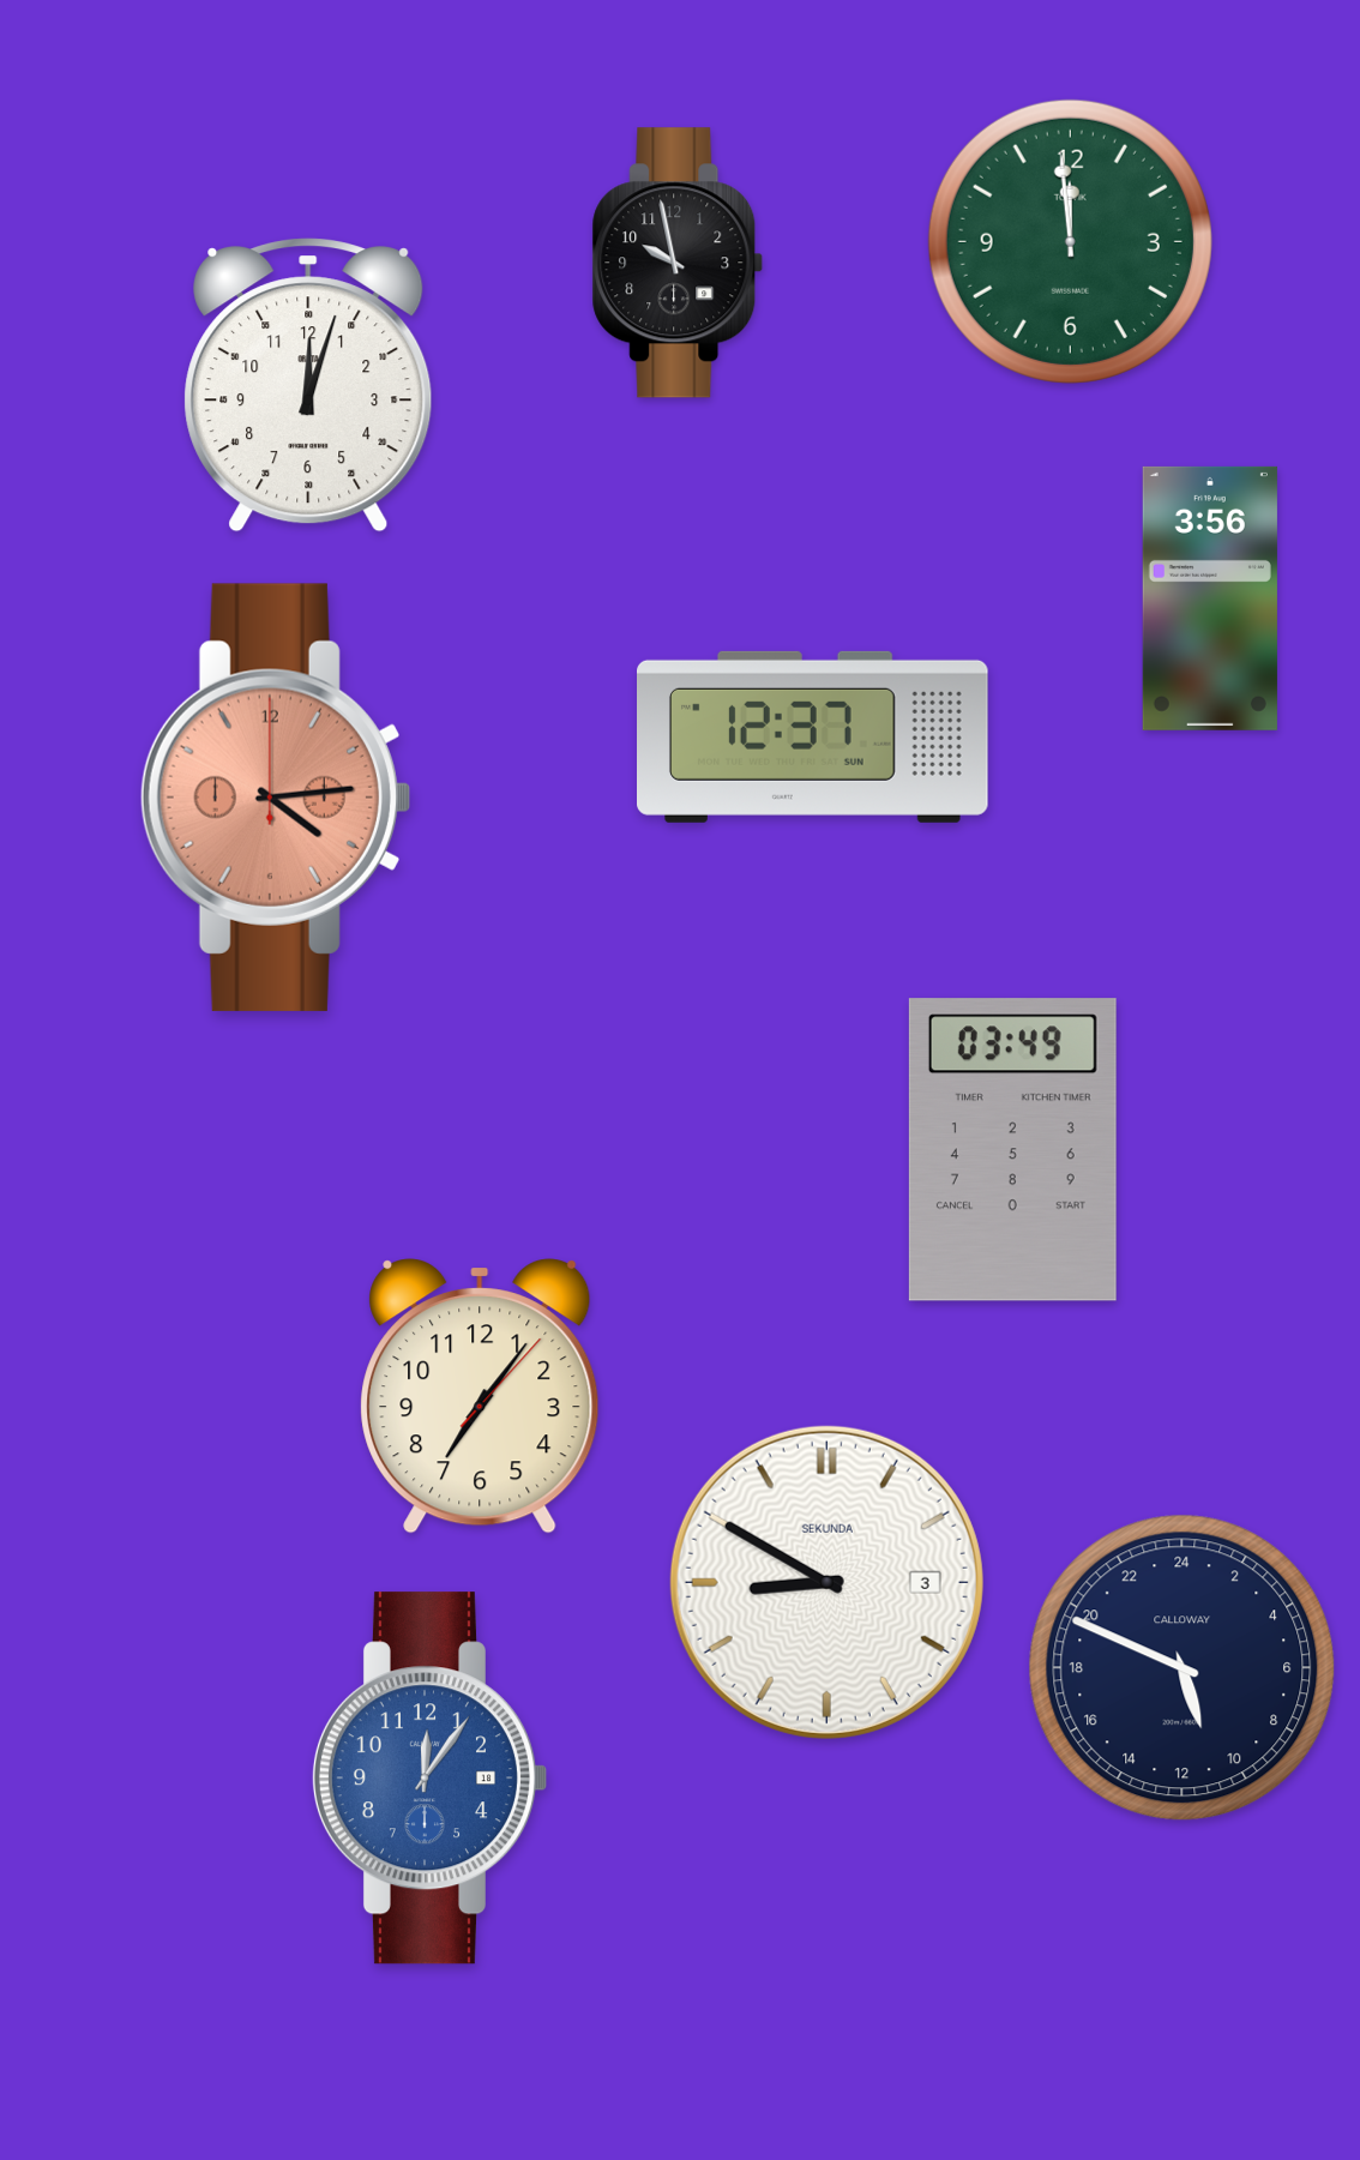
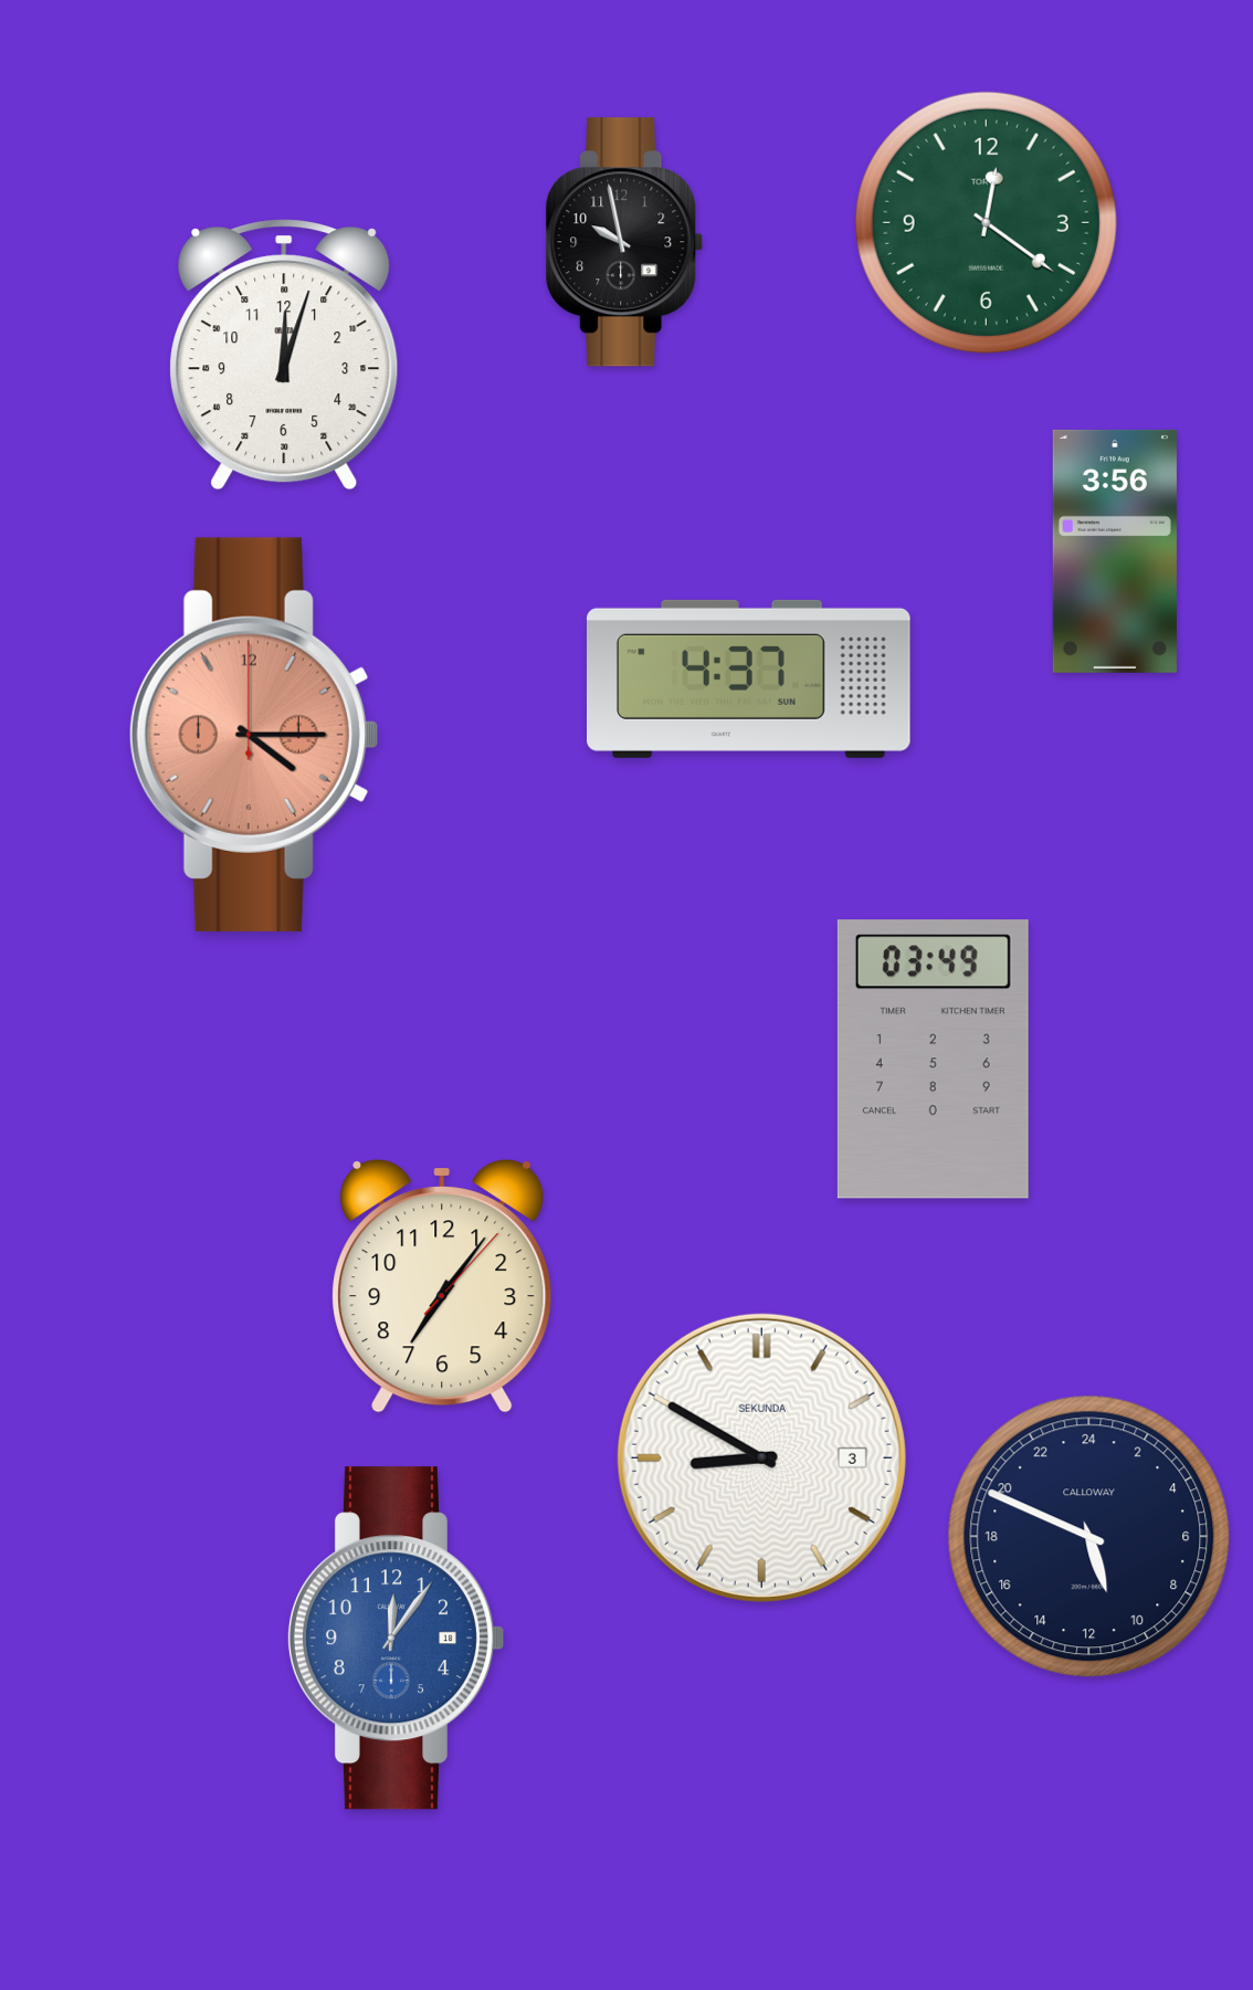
clock at (1070, 241): 11:59 -> 12:21
clock at (813, 736): 12:37 -> 4:37
clock at (275, 798): 4:14 -> 4:15
